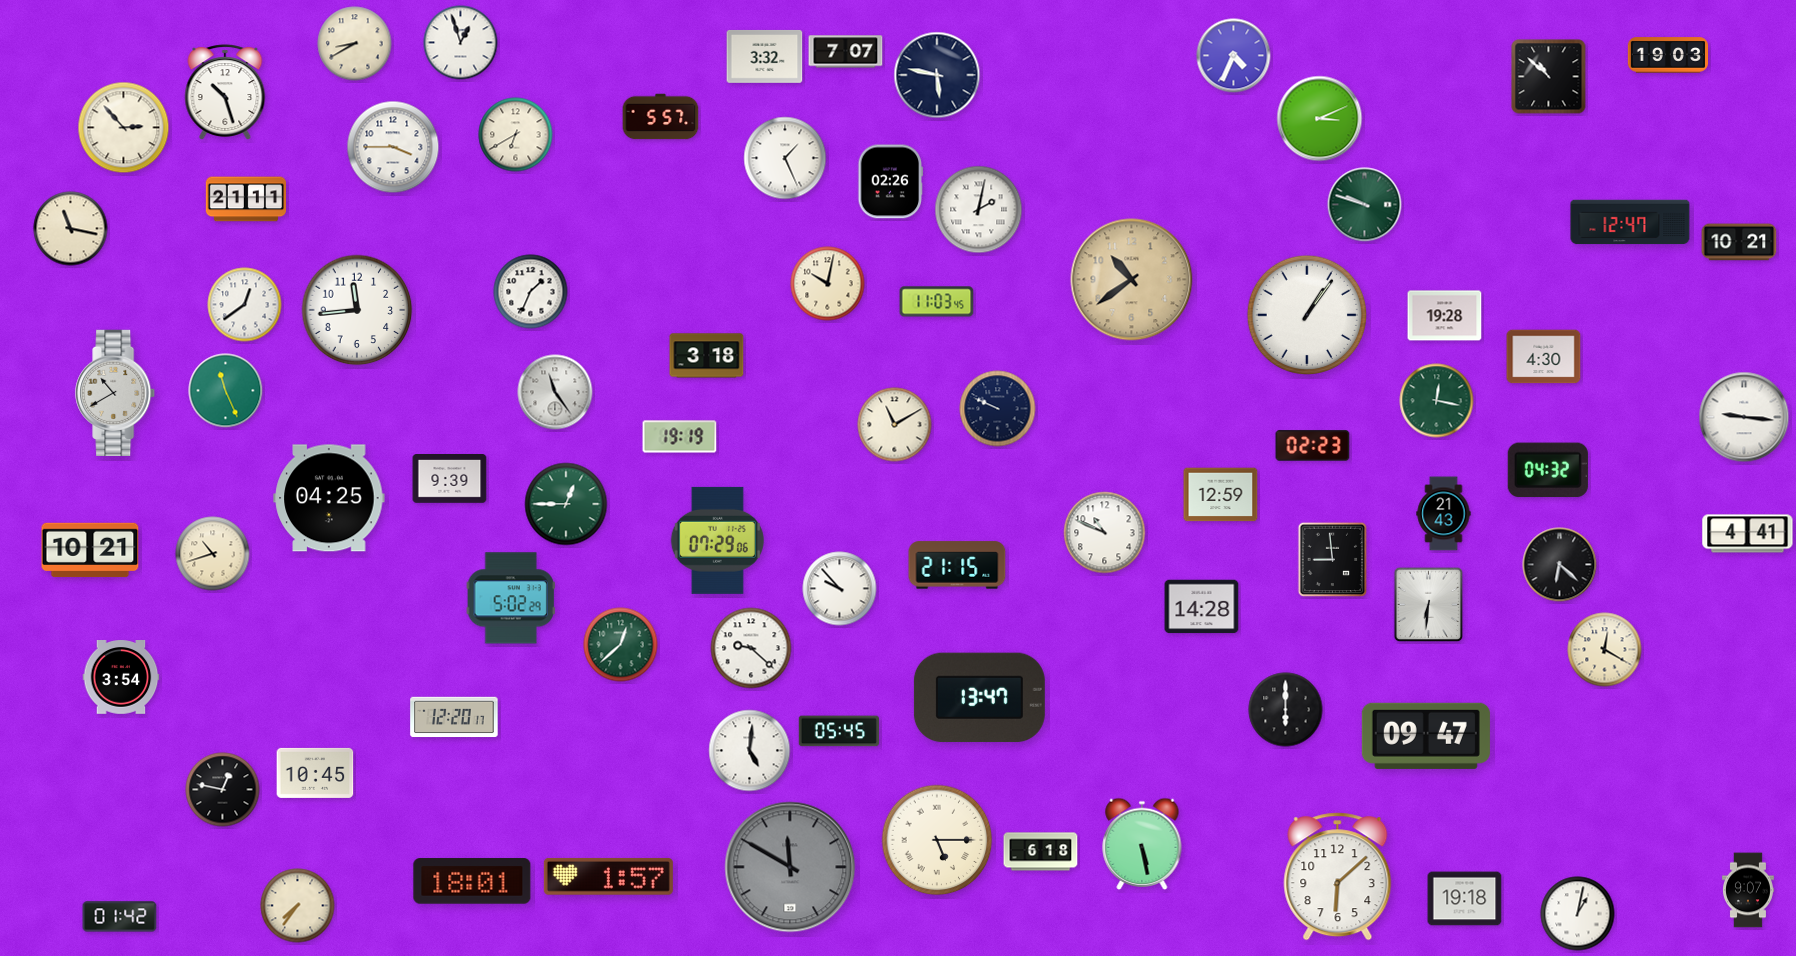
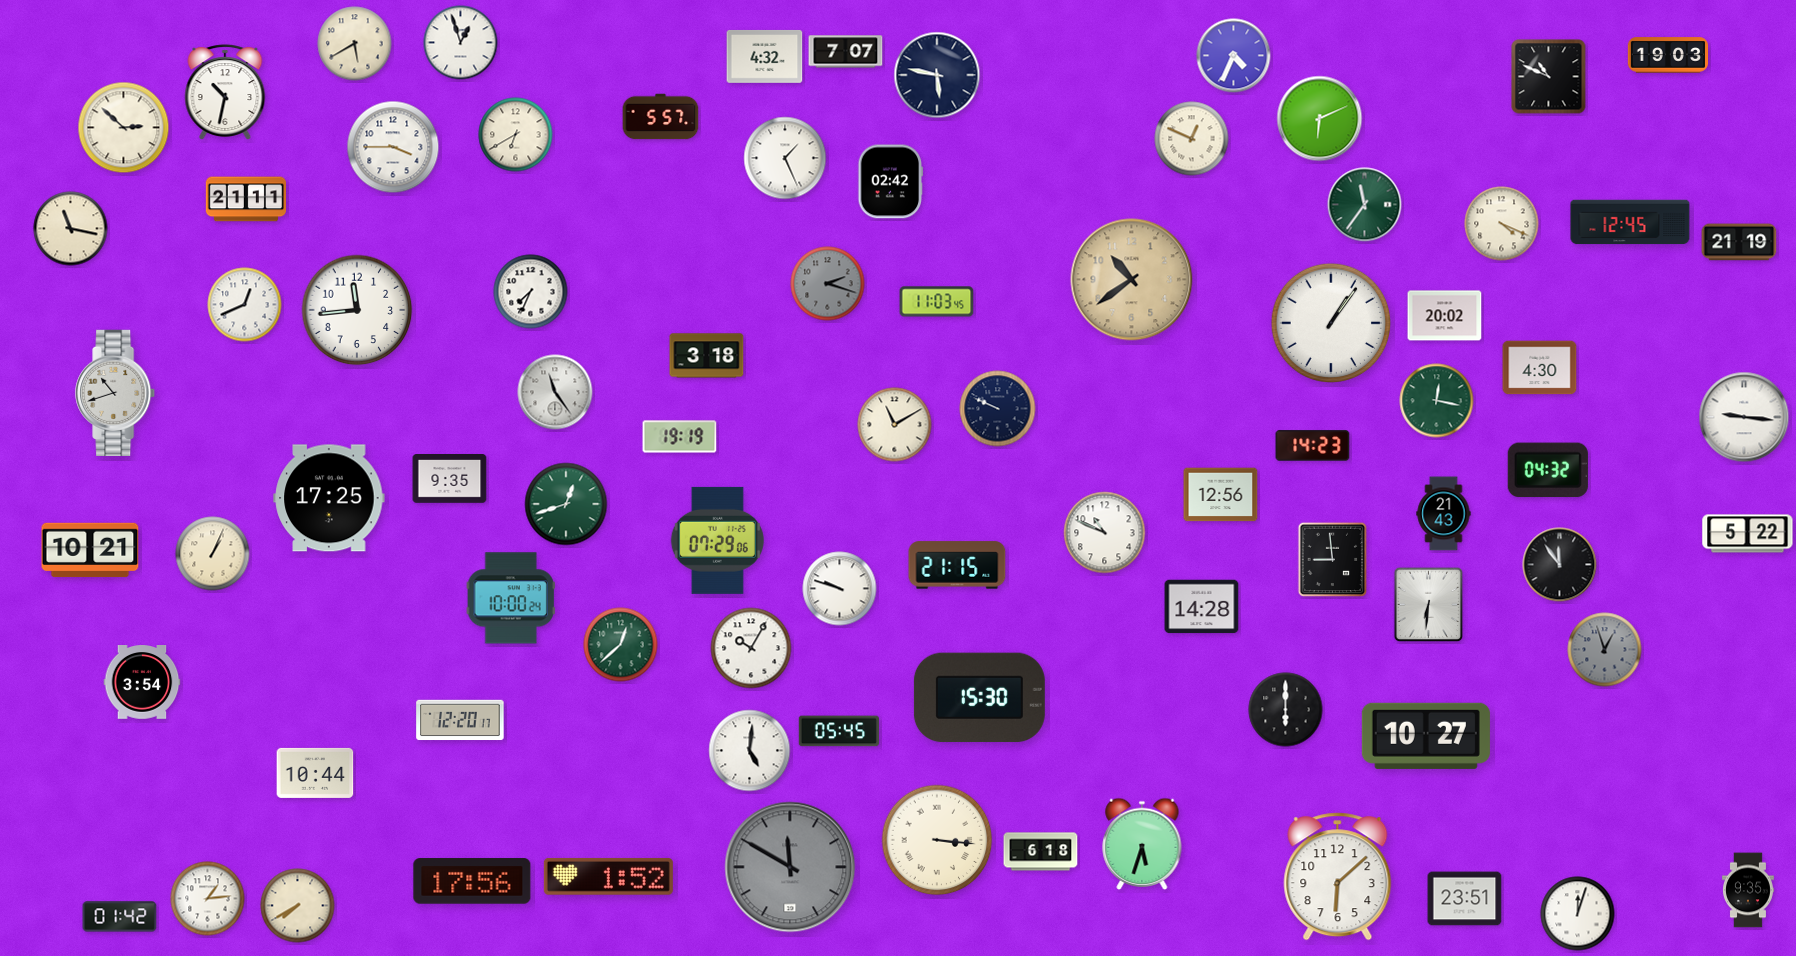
clock at (355, 44): 8:40 -> 5:40
clock at (765, 56): 3:32 -> 4:32
clock at (1549, 77): 10:52 -> 10:49
clock at (225, 92): 10:27 -> 10:32
clock at (1320, 119): 3:11 -> 6:11
clock at (124, 128): 2:53 -> 2:52
clock at (1192, 139): none -> 12:49
clock at (891, 182): 02:26 -> 02:42
clock at (1365, 205): 9:48 -> 11:36
clock at (979, 210): 2:02 -> none
clock at (1630, 222): 12:47 -> 12:45
clock at (1502, 224): none -> 4:19
clock at (1739, 242): 10:21 -> 21:19
clock at (828, 284): 10:02 -> 2:18
clock at (828, 284) dial: cream -> grey
clock at (531, 292): 1:34 -> 7:34
clock at (245, 305): 12:39 -> 12:41
clock at (1306, 314) position: (1306, 314) -> (1330, 322)
clock at (1445, 316): 19:28 -> 20:02
clock at (1544, 357) position: (1544, 357) -> (1540, 368)
clock at (226, 391): 11:26 -> none
clock at (116, 392): 10:40 -> 10:42
clock at (1313, 446): 02:23 -> 14:23
clock at (450, 479): 9:39 -> 9:35
clock at (1221, 495): 12:59 -> 12:56
clock at (329, 498): 04:25 -> 17:25
clock at (566, 504): 12:45 -> 12:42
clock at (1748, 534): 4:41 -> 5:22
clock at (213, 554): 10:42 -> 1:04
clock at (1560, 565): 6:22 -> 11:54
clock at (840, 589): 9:53 -> 9:48
clock at (511, 598): 5:02 -> 10:00
clock at (751, 648): 9:22 -> 10:05
clock at (1605, 650): 12:20 -> 12:57
clock at (1605, 650) dial: cream -> grey
clock at (121, 678) position: (121, 678) -> (142, 683)
clock at (979, 698): 13:47 -> 15:30
clock at (454, 717) position: (454, 717) -> (460, 720)
clock at (1426, 736): 09:47 -> 10:27
clock at (315, 773): 10:45 -> 10:44
clock at (223, 790): 12:47 -> none
clock at (937, 840): 5:15 -> 3:16
clock at (1142, 844): 5:28 -> 5:33
clock at (608, 877): 1:57 -> 1:52
clock at (472, 881): 18:01 -> 17:56
clock at (1749, 890): 9:07 -> 9:35
clock at (208, 899): none -> 1:14
clock at (1465, 899): 19:18 -> 23:51
clock at (298, 906): 7:36 -> 7:40
clock at (1578, 914): 1:02 -> 12:03
